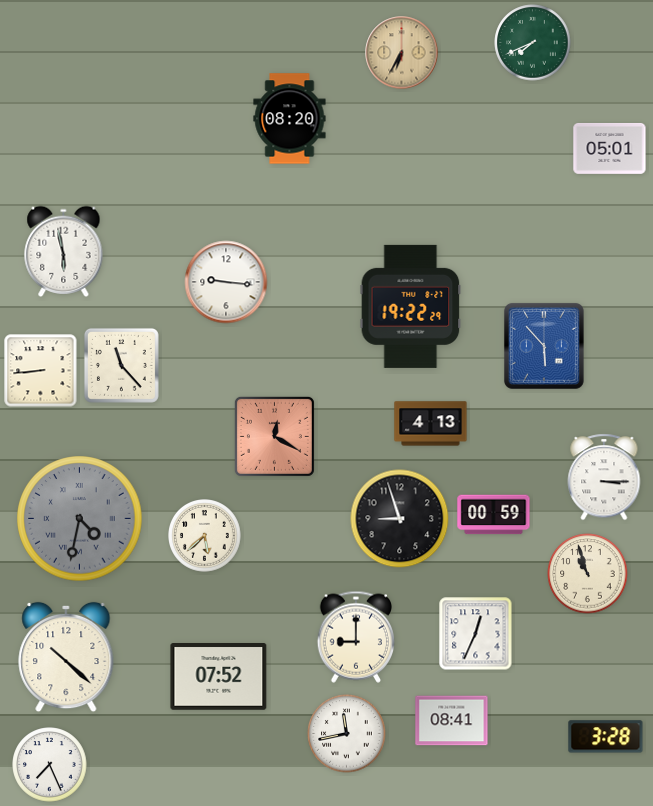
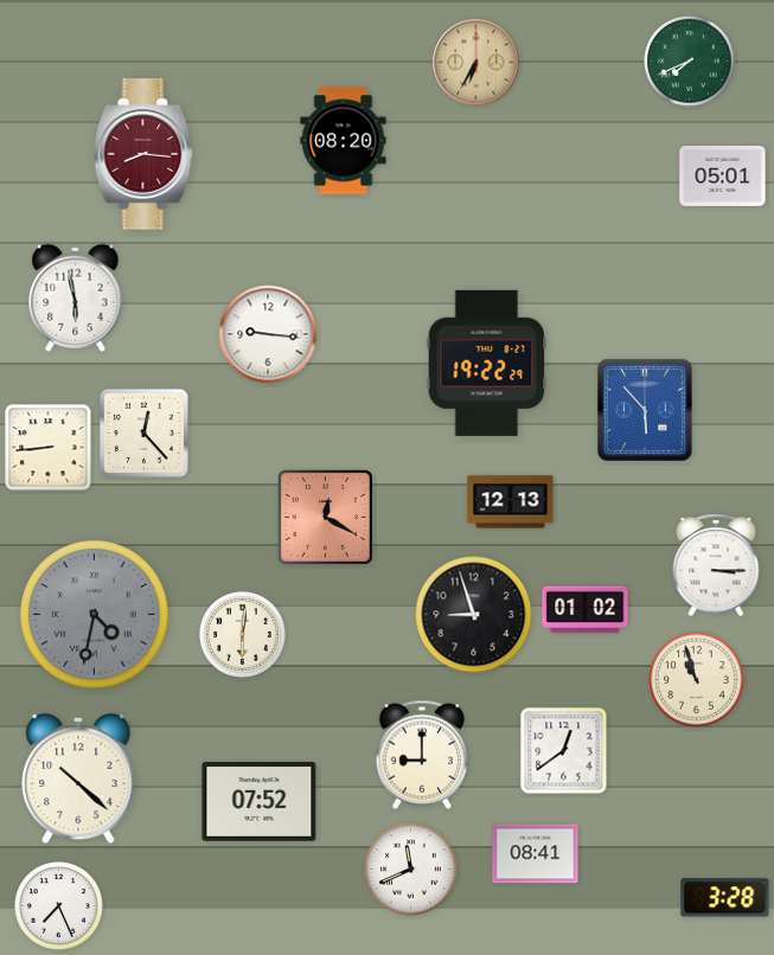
clock at (533, 43) position: (533, 43) -> (690, 62)
clock at (143, 154): none -> 8:16
clock at (121, 365): 11:23 -> 12:23
clock at (41, 371) position: (41, 371) -> (49, 448)
clock at (431, 424): 4:13 -> 12:13
clock at (494, 515): 00:59 -> 01:02
clock at (205, 536): 5:38 -> 6:01
clock at (476, 634): 12:34 -> 12:39
clock at (347, 734): 11:43 -> 11:41
clock at (606, 737) position: (606, 737) -> (725, 898)
